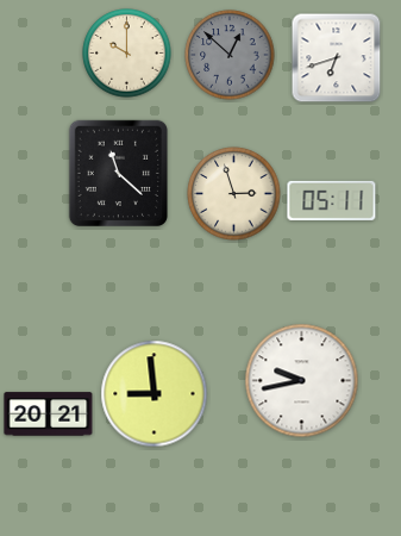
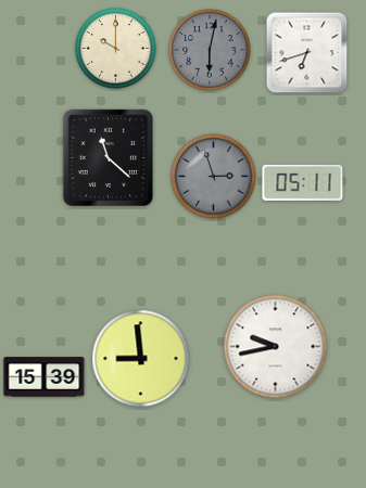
clock at (230, 55): 12:52 -> 6:02
clock at (234, 194) dial: cream -> grey
clock at (49, 415): 20:21 -> 15:39
